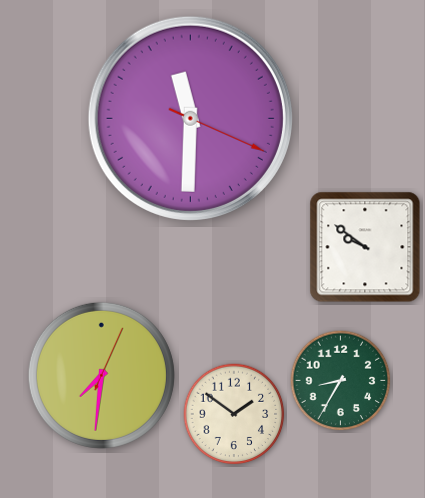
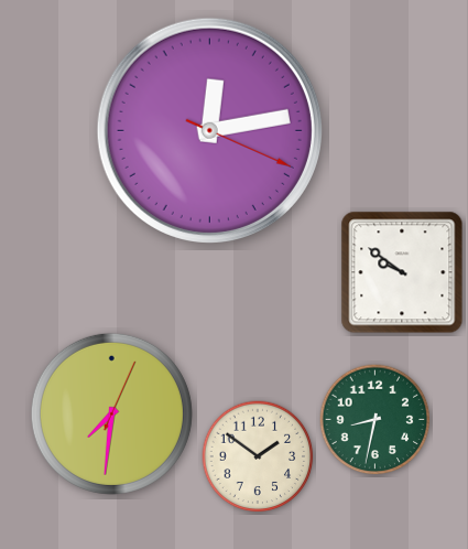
clock at (190, 118): 11:30 -> 12:13
clock at (341, 381): 8:35 -> 8:32
